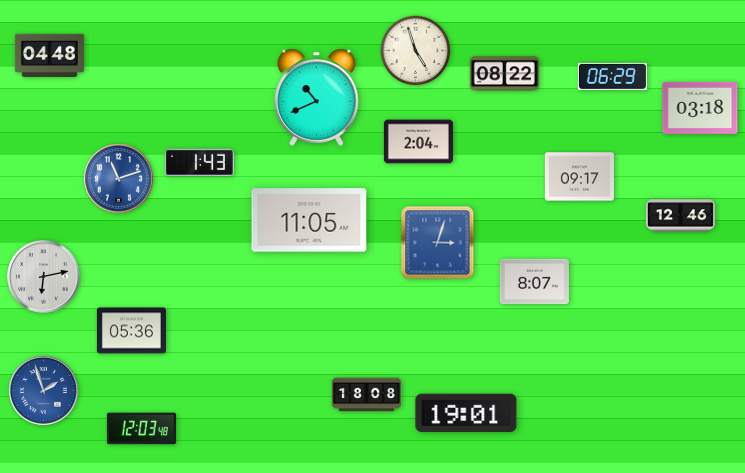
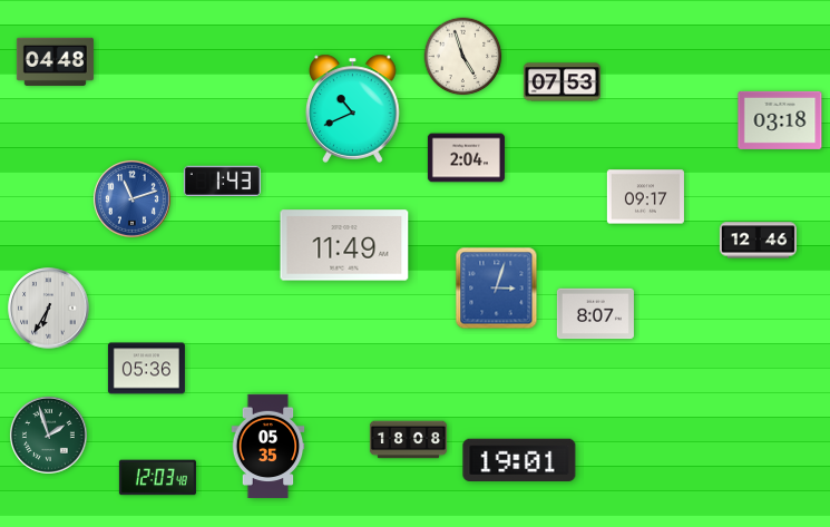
clock at (504, 74): 08:22 -> 07:53
clock at (612, 76): 06:29 -> none
clock at (309, 220): 11:05 -> 11:49
clock at (438, 243) position: (438, 243) -> (497, 289)
clock at (44, 277): 6:13 -> 6:35
clock at (43, 390) dial: blue -> green
clock at (268, 447): none -> 05:35
